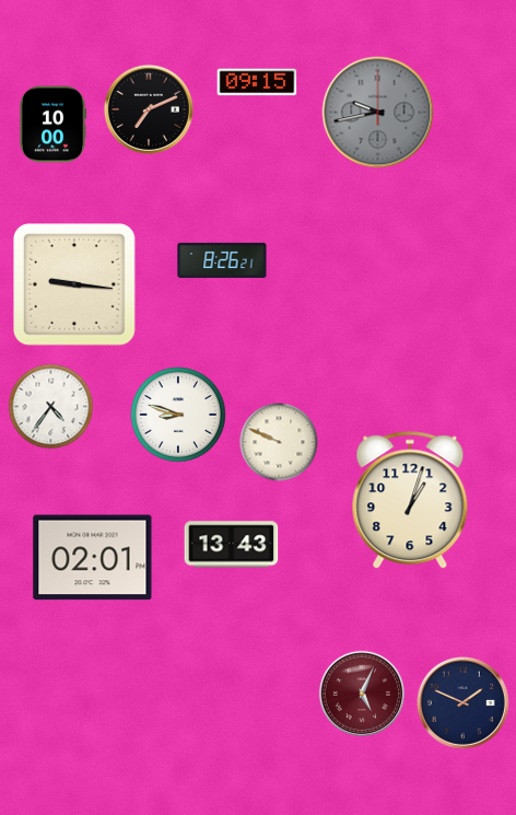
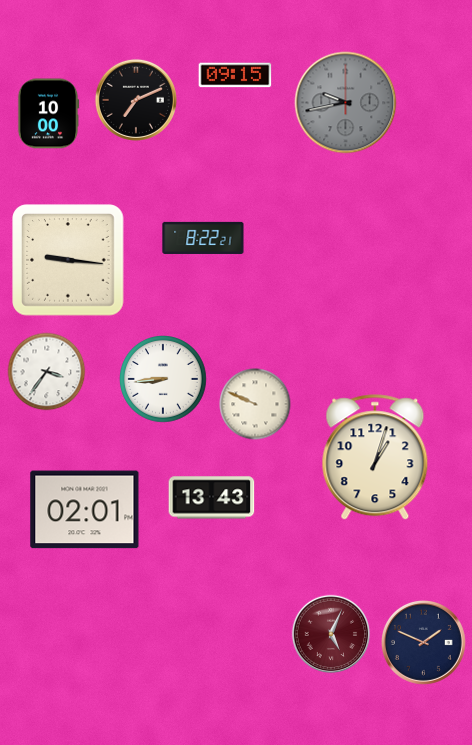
clock at (222, 260): 8:26 -> 8:22
clock at (51, 407): 4:36 -> 3:36
clock at (178, 415): 8:48 -> 8:44
